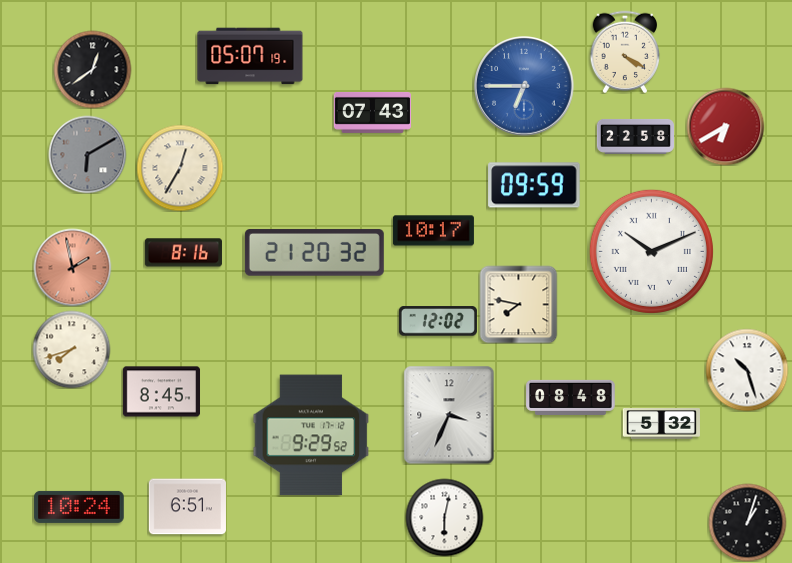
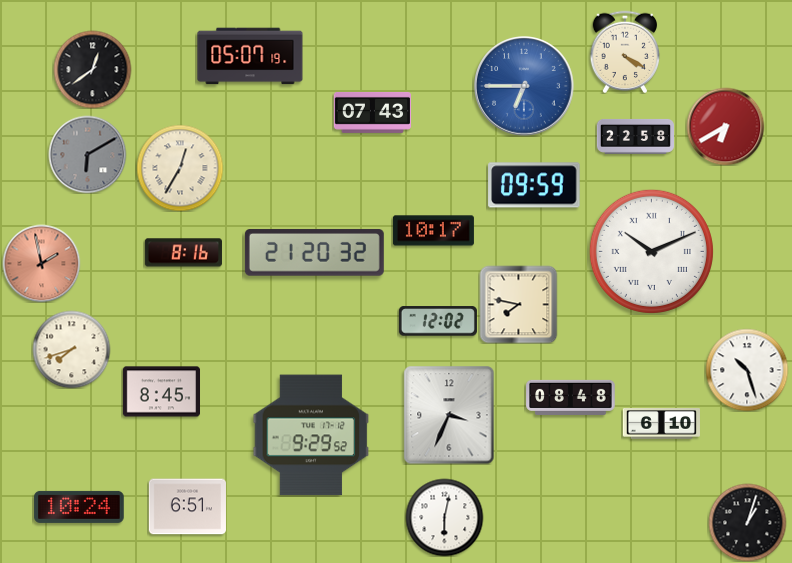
clock at (72, 267) position: (72, 267) -> (41, 263)
clock at (661, 424): 5:32 -> 6:10
